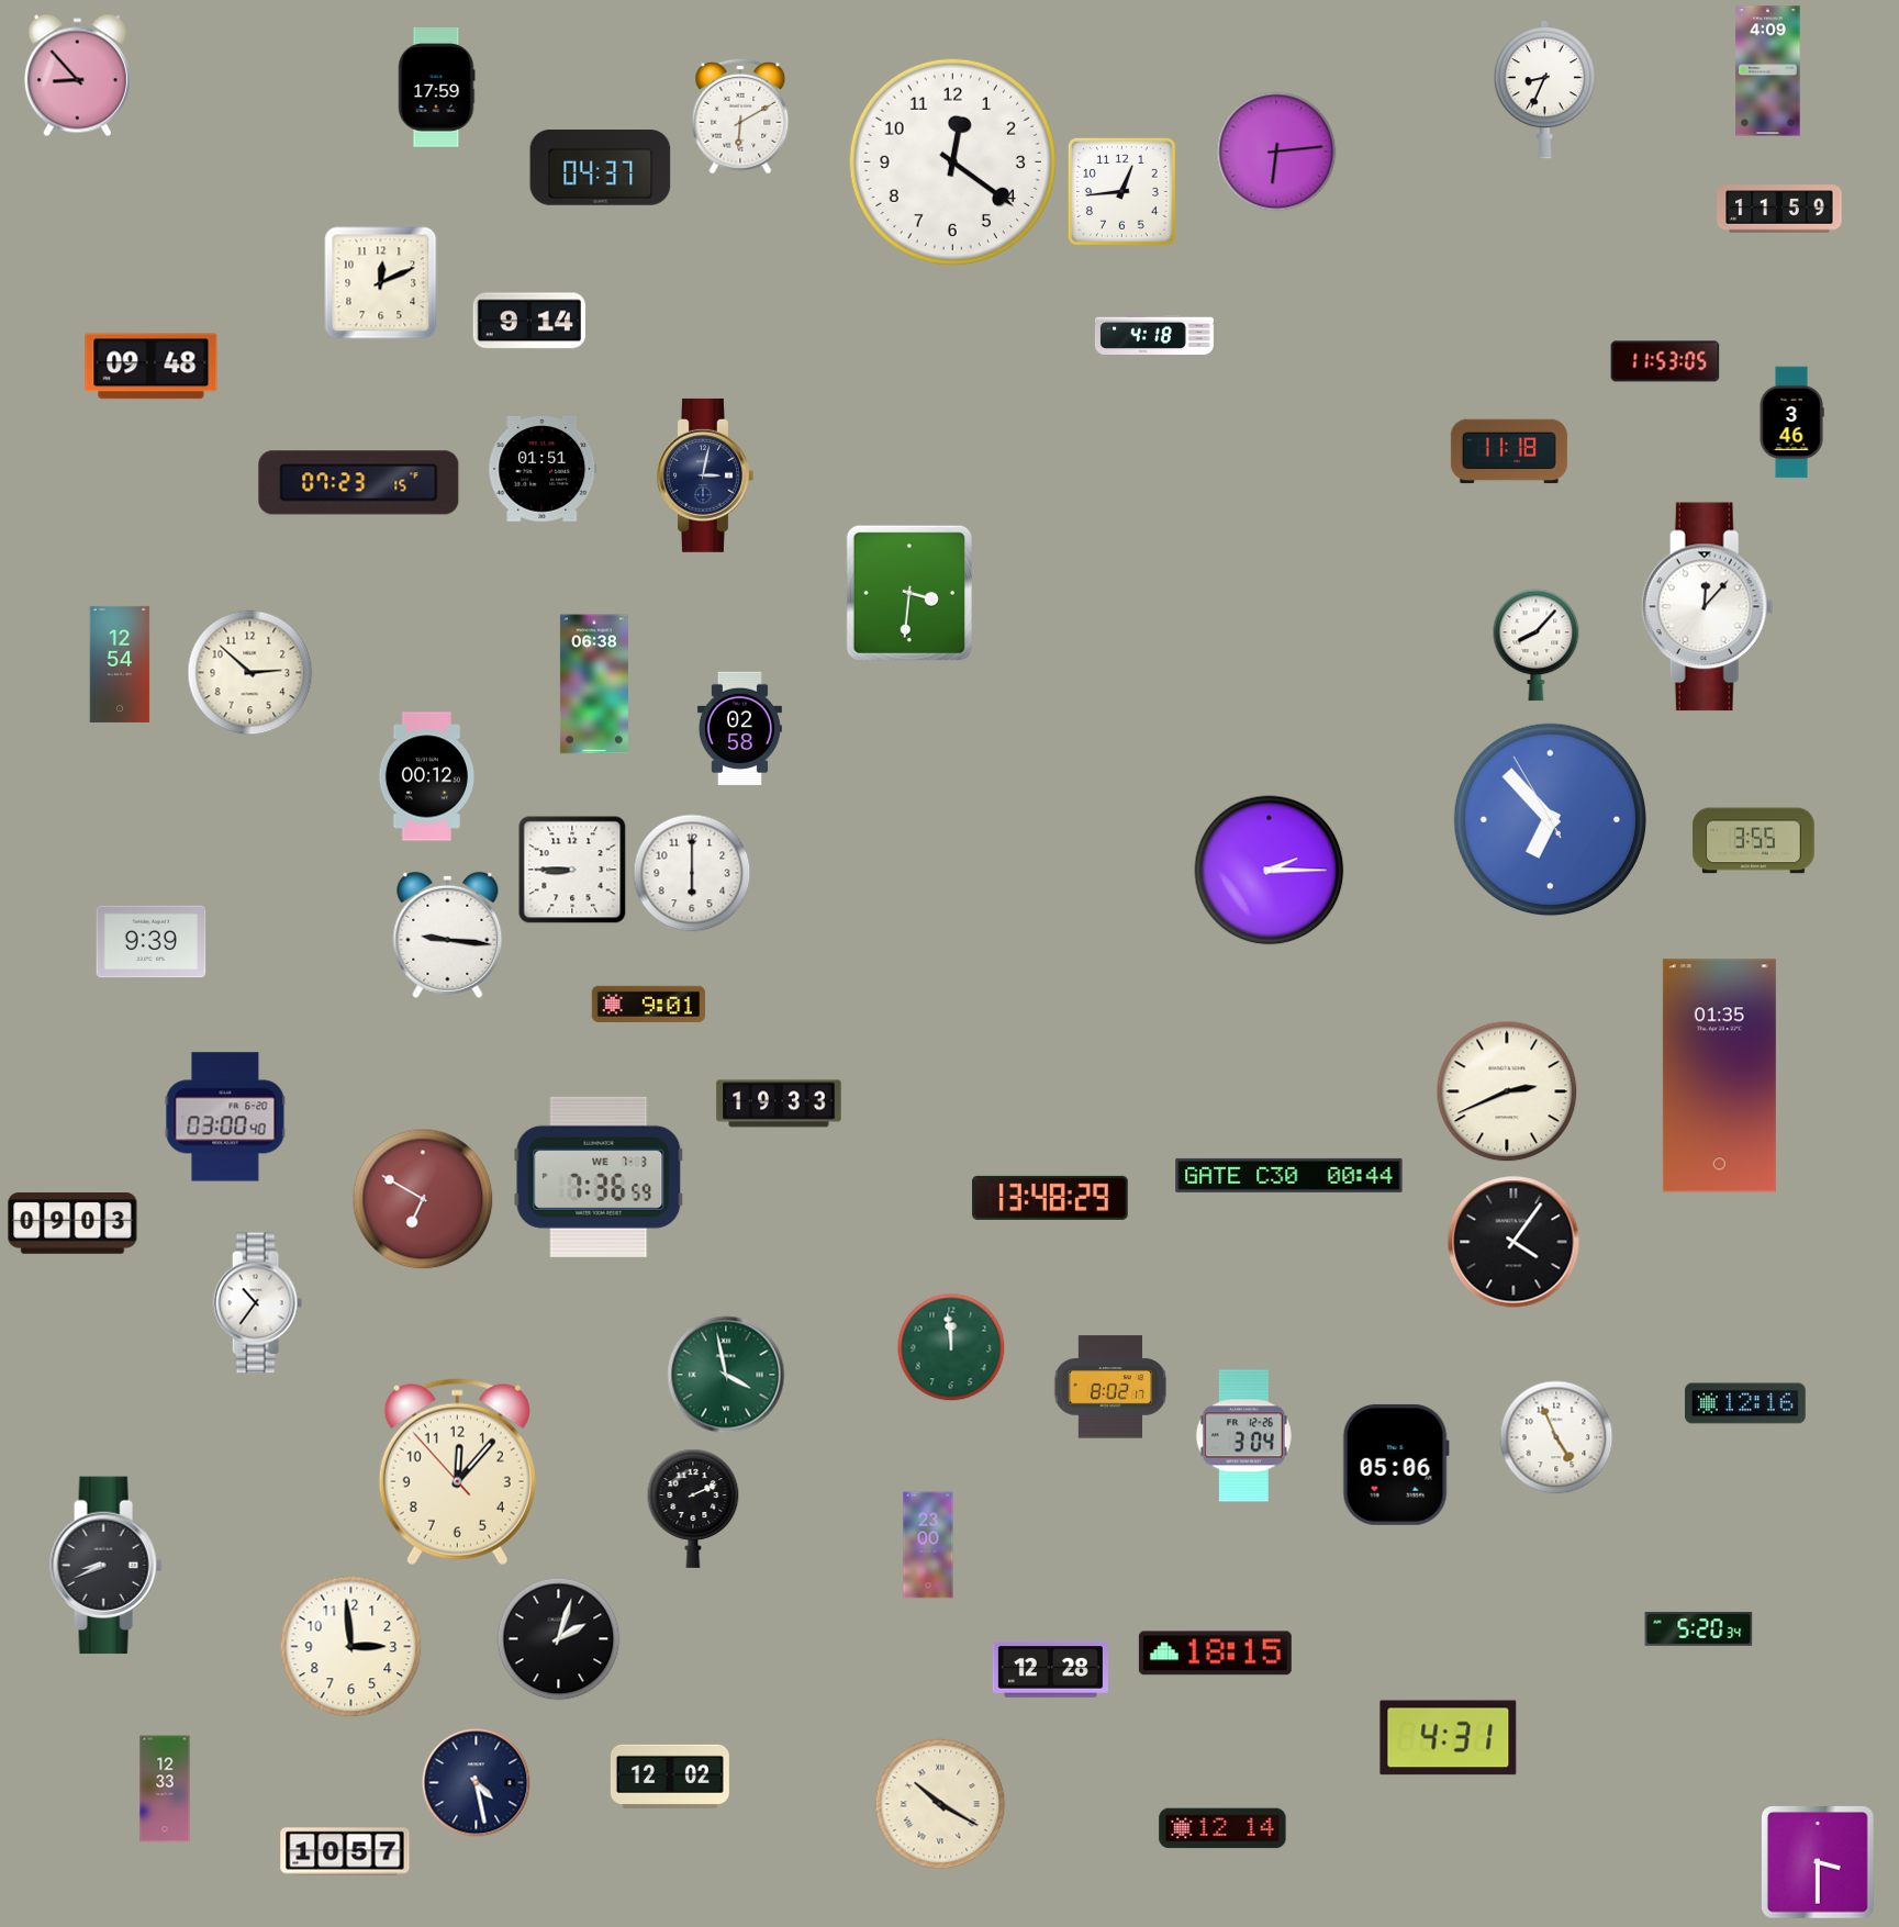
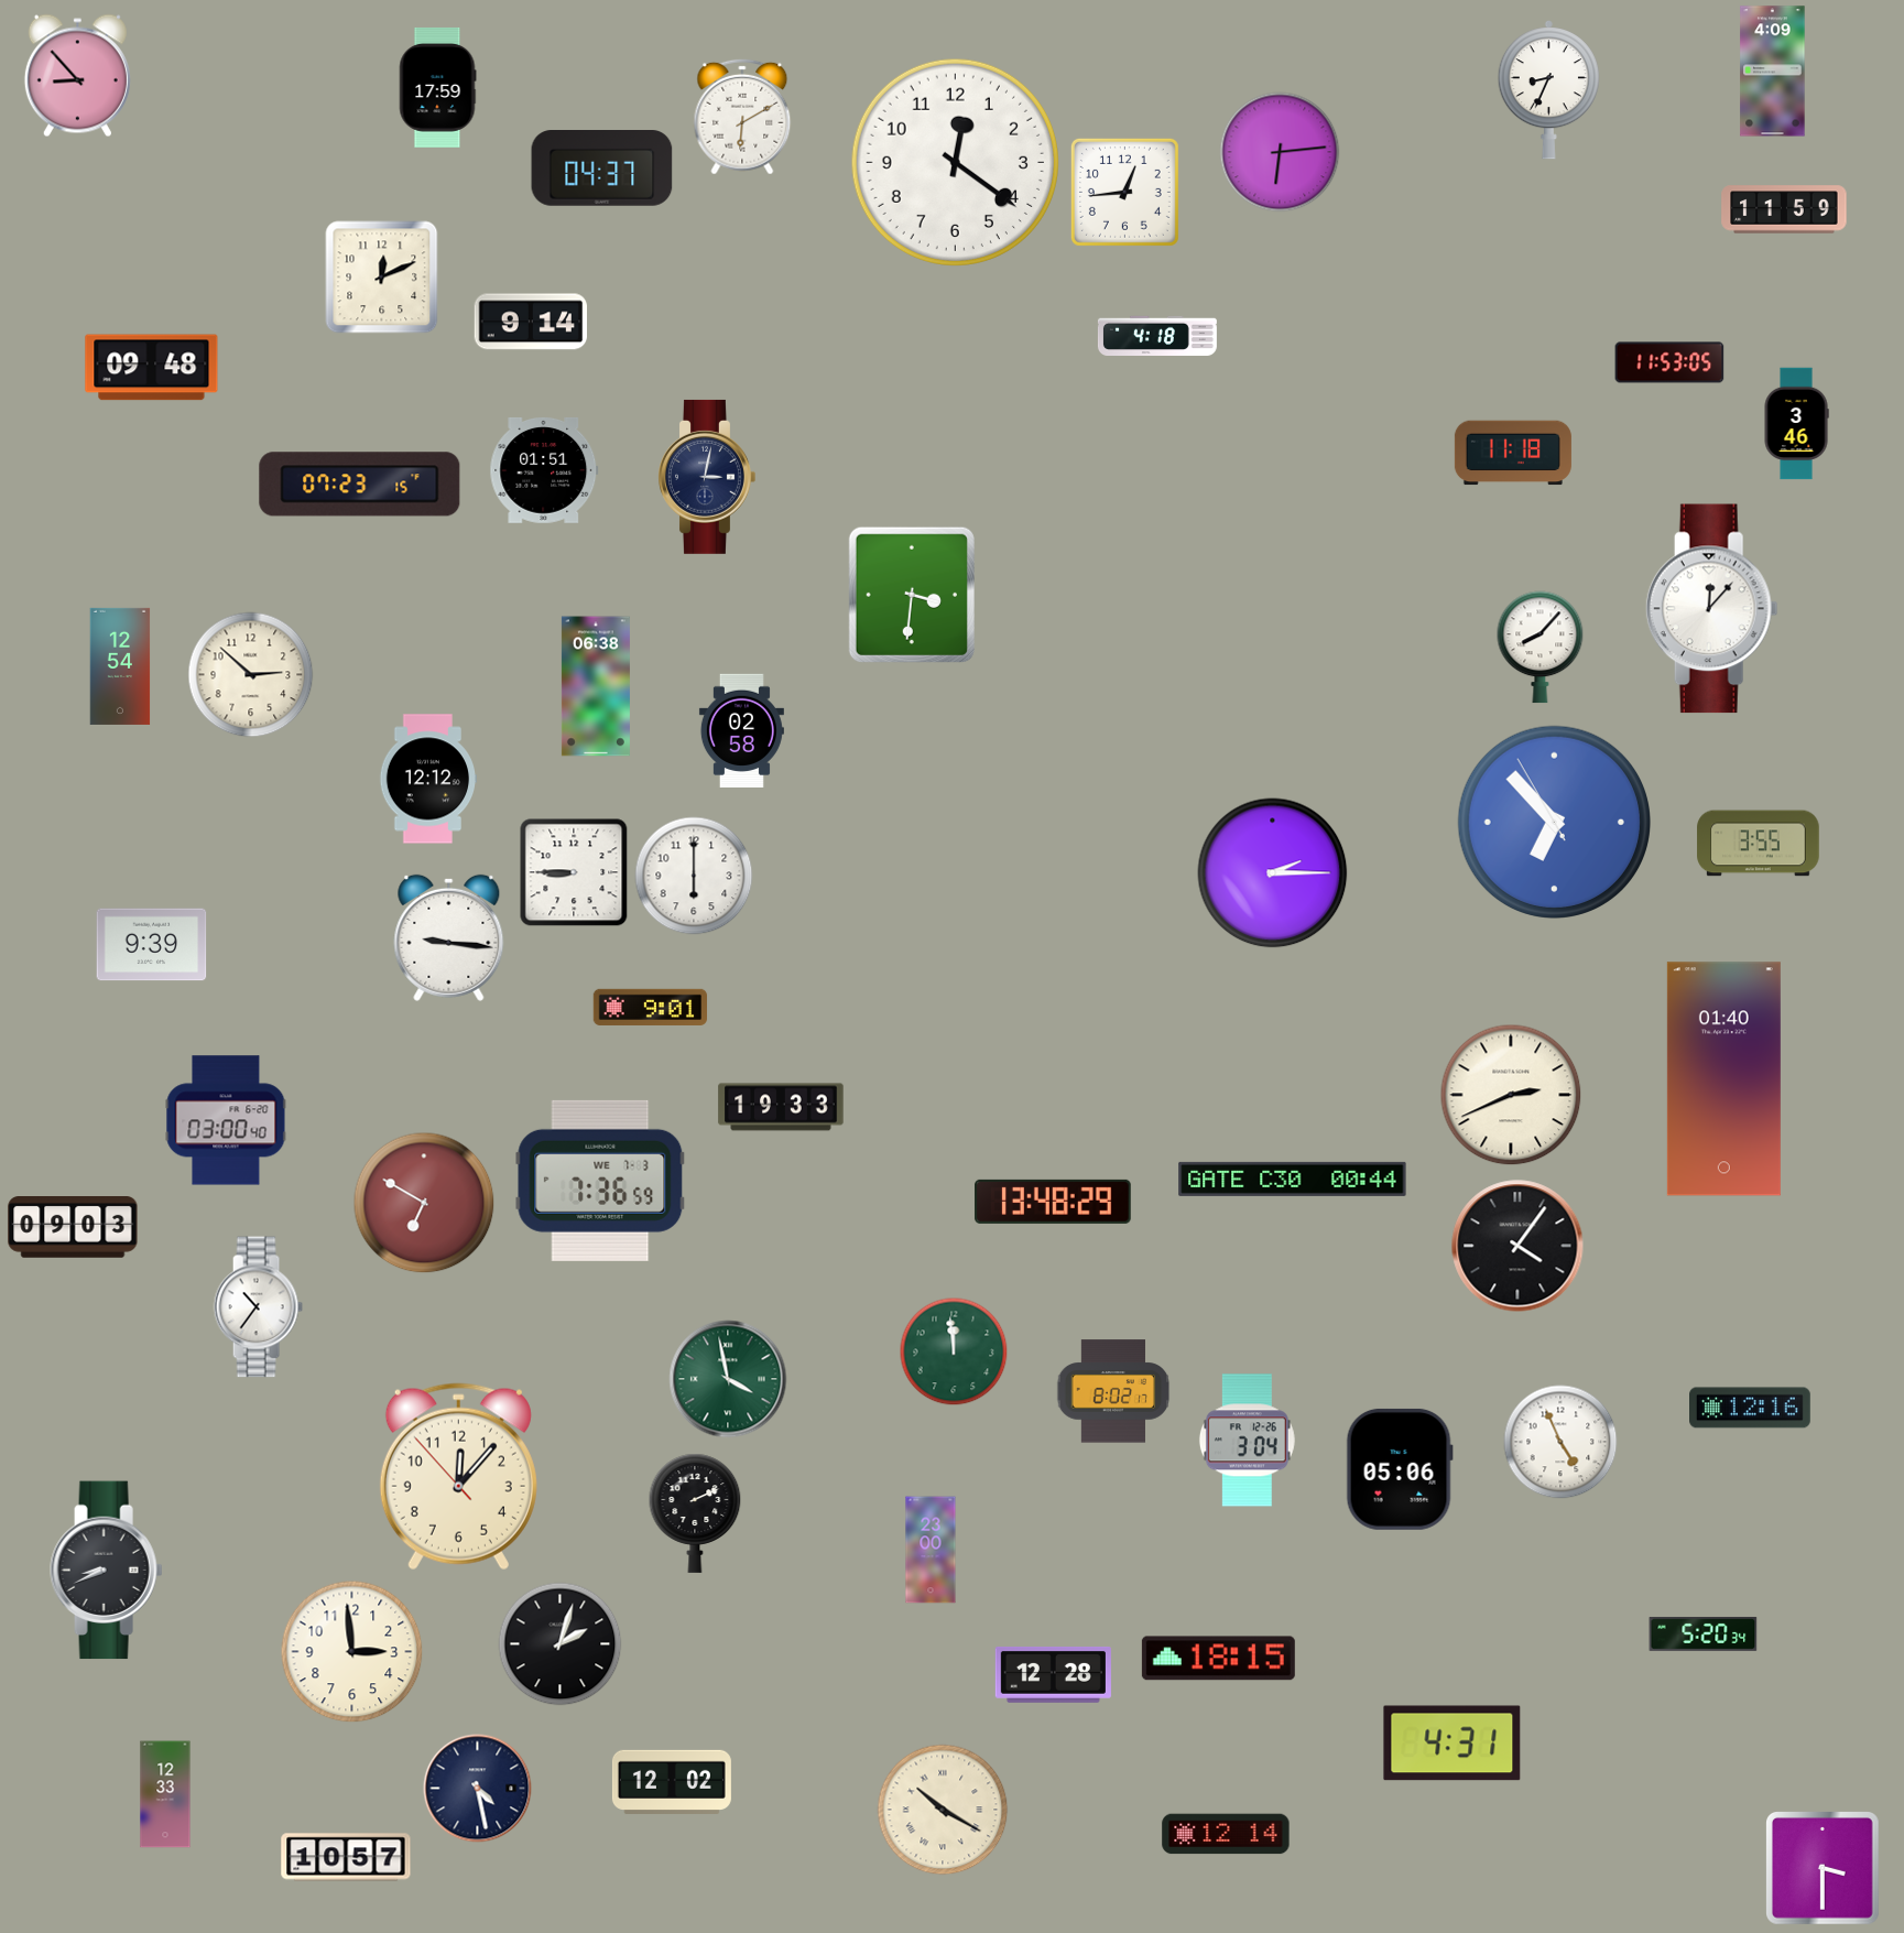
clock at (381, 283) position: (381, 283) -> (382, 278)
clock at (427, 776): 00:12 -> 12:12
clock at (1719, 1076): 01:35 -> 01:40
